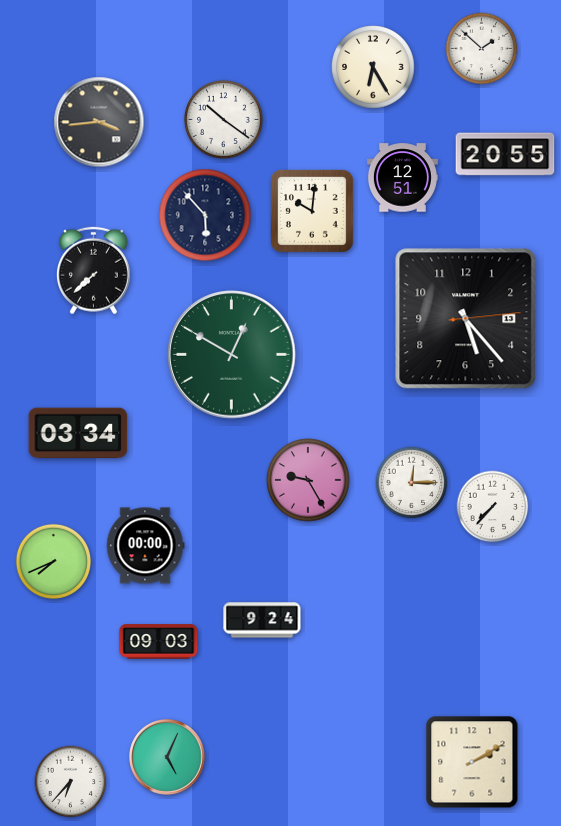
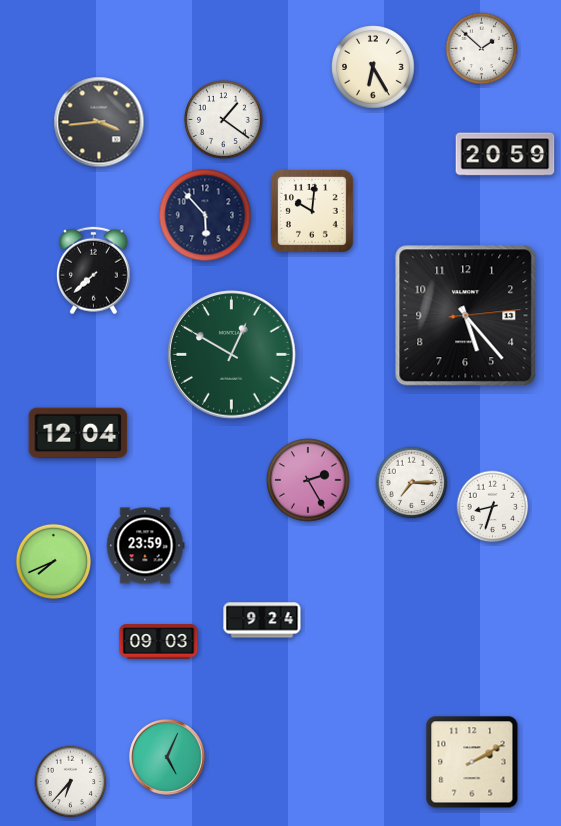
clock at (223, 119): 10:21 -> 1:21
clock at (505, 154): 20:55 -> 20:59
clock at (402, 178): 12:51 -> none
clock at (466, 319) position: (466, 319) -> (466, 316)
clock at (78, 433): 03:34 -> 12:04
clock at (308, 480): 9:25 -> 2:25
clock at (412, 483): 12:15 -> 7:15
clock at (493, 507): 7:37 -> 8:33
clock at (145, 546): 00:00 -> 23:59
